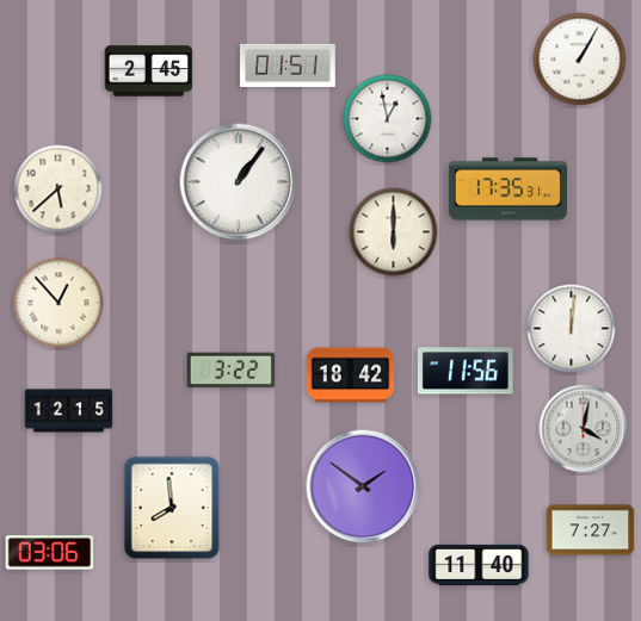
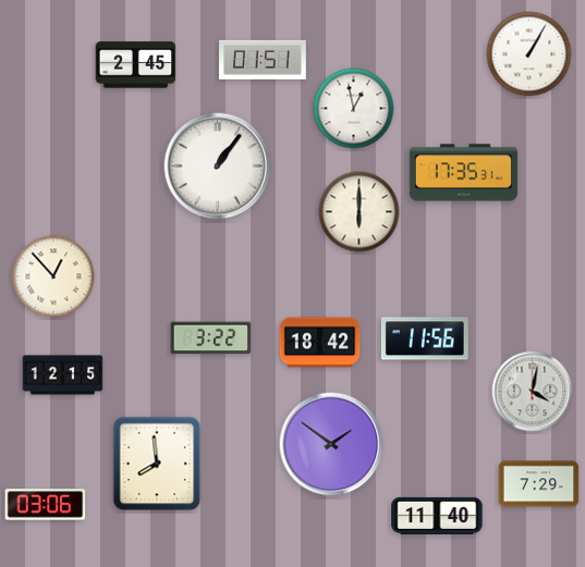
clock at (58, 190): 5:38 -> none
clock at (572, 329): 12:01 -> none
clock at (591, 530): 7:27 -> 7:29
